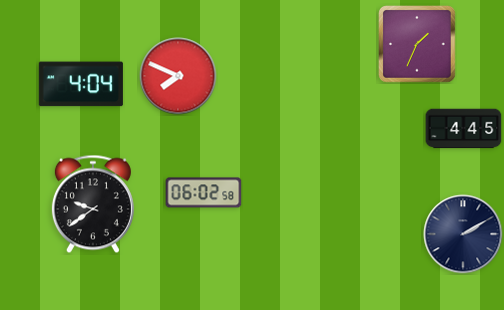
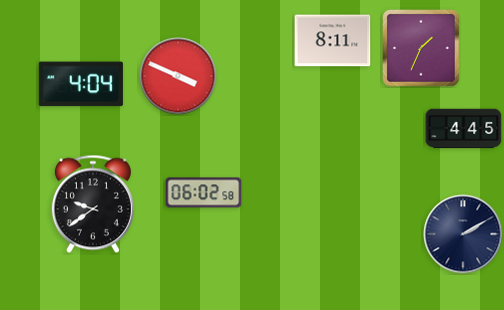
clock at (333, 41): none -> 8:11
clock at (417, 44) position: (417, 44) -> (421, 48)
clock at (178, 76): 7:49 -> 3:49
